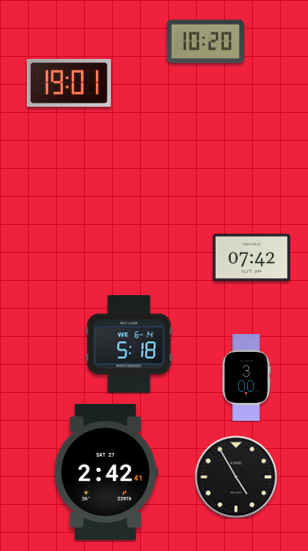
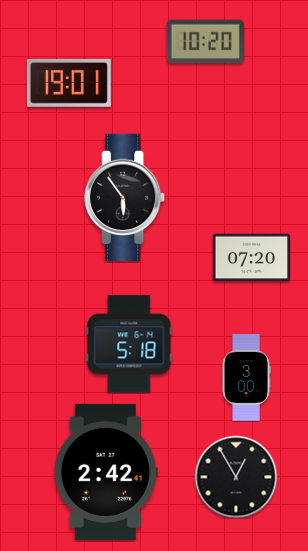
clock at (125, 198): none -> 5:54
clock at (251, 258): 07:42 -> 07:20
clock at (236, 477): 4:55 -> 12:55
